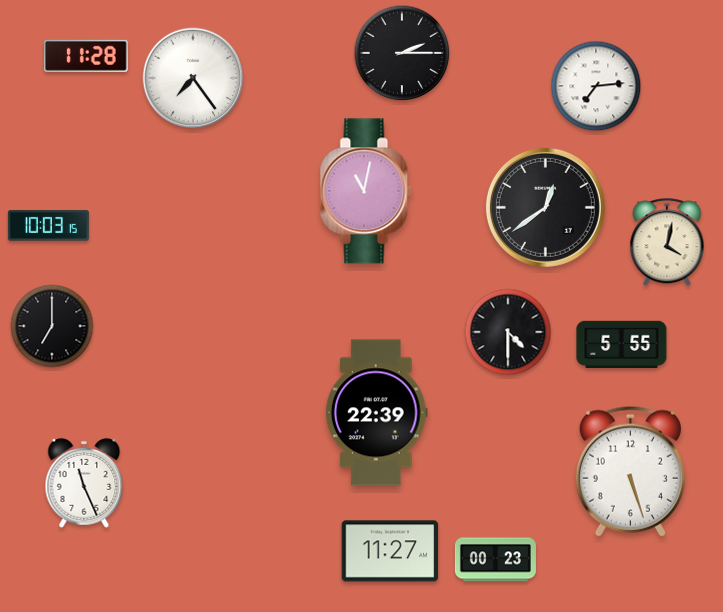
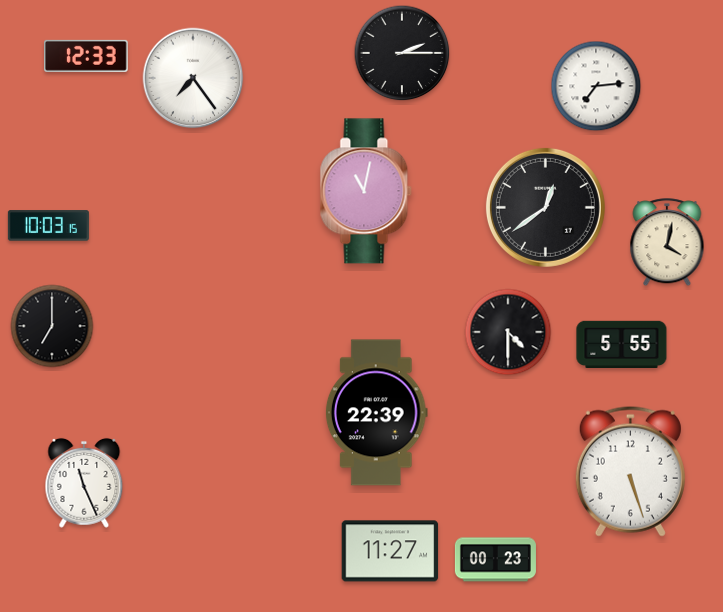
clock at (87, 56): 11:28 -> 12:33
